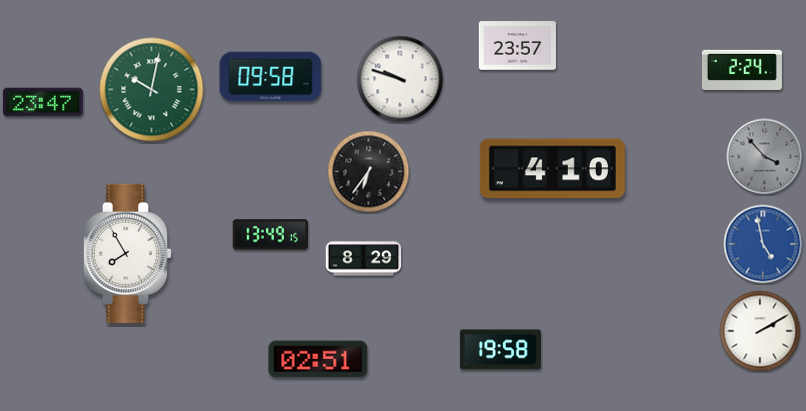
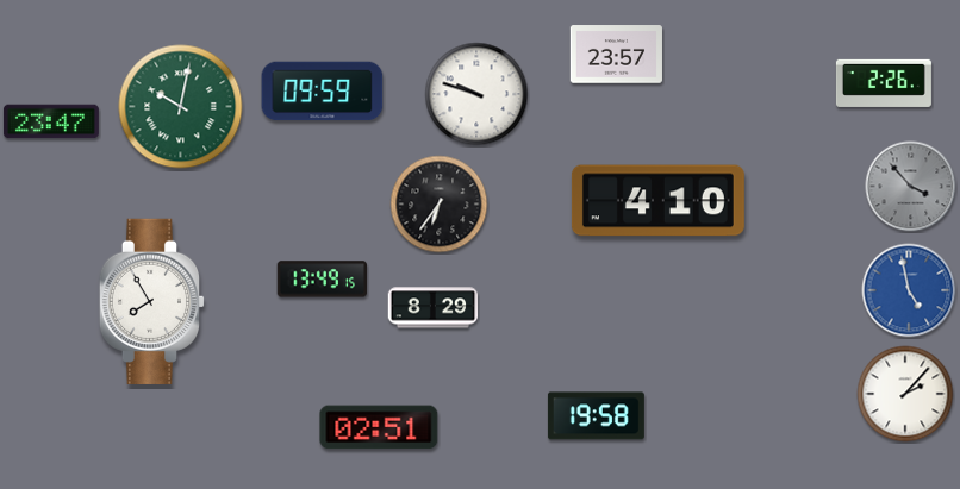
clock at (742, 70): 2:24 -> 2:26
clock at (271, 77): 09:58 -> 09:59
clock at (760, 331): 2:10 -> 2:07
